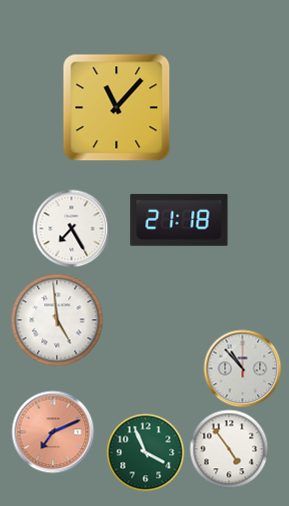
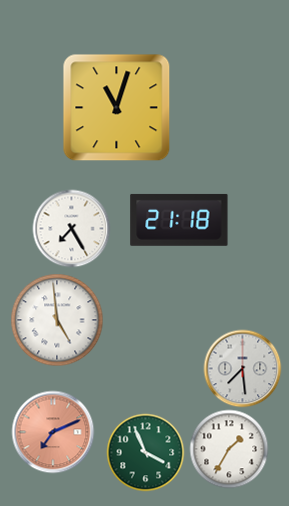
clock at (116, 107): 11:07 -> 11:03
clock at (242, 368): 10:53 -> 7:29
clock at (229, 449): 4:54 -> 1:35
